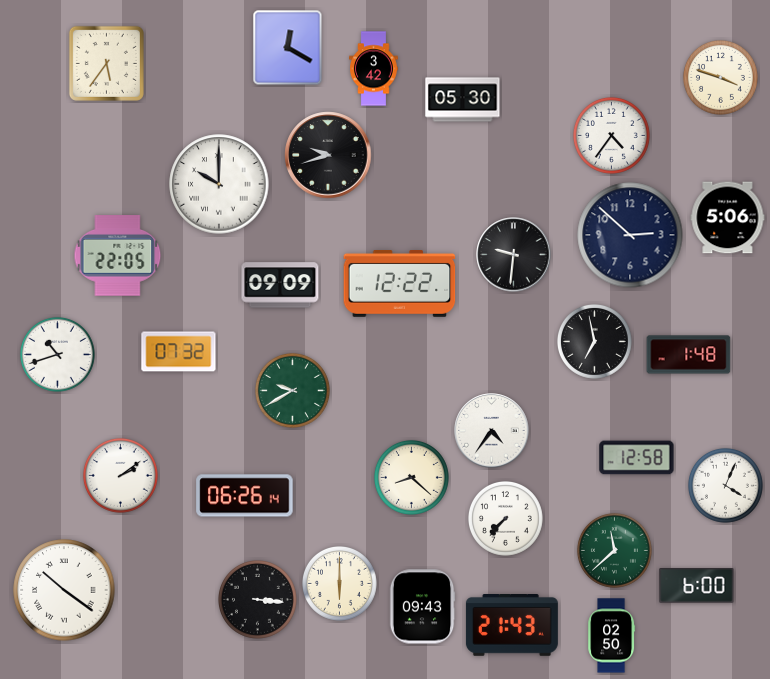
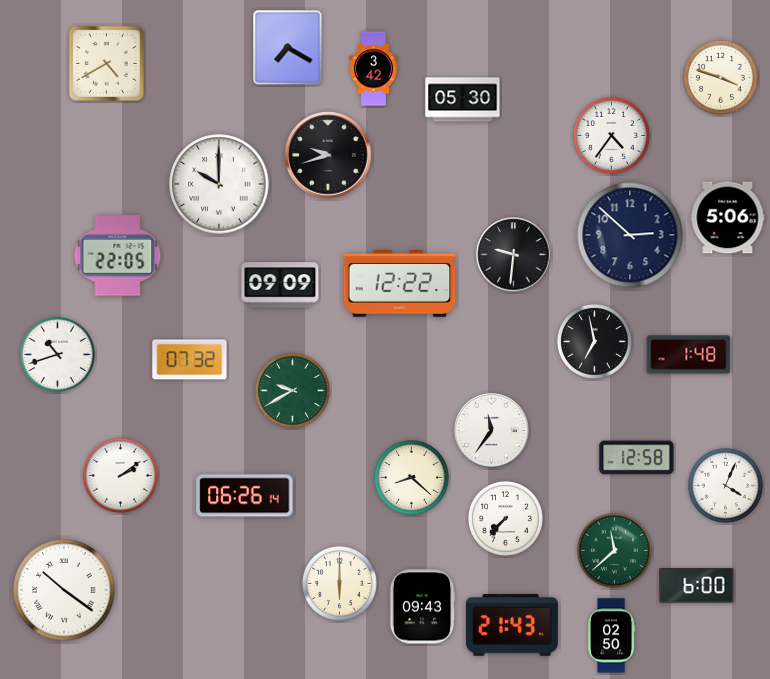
clock at (288, 48): 12:20 -> 7:20
clock at (106, 63): 5:36 -> 4:40
clock at (179, 352) position: (179, 352) -> (190, 360)
clock at (492, 431): 4:36 -> 11:36
clock at (258, 600): 3:16 -> none
